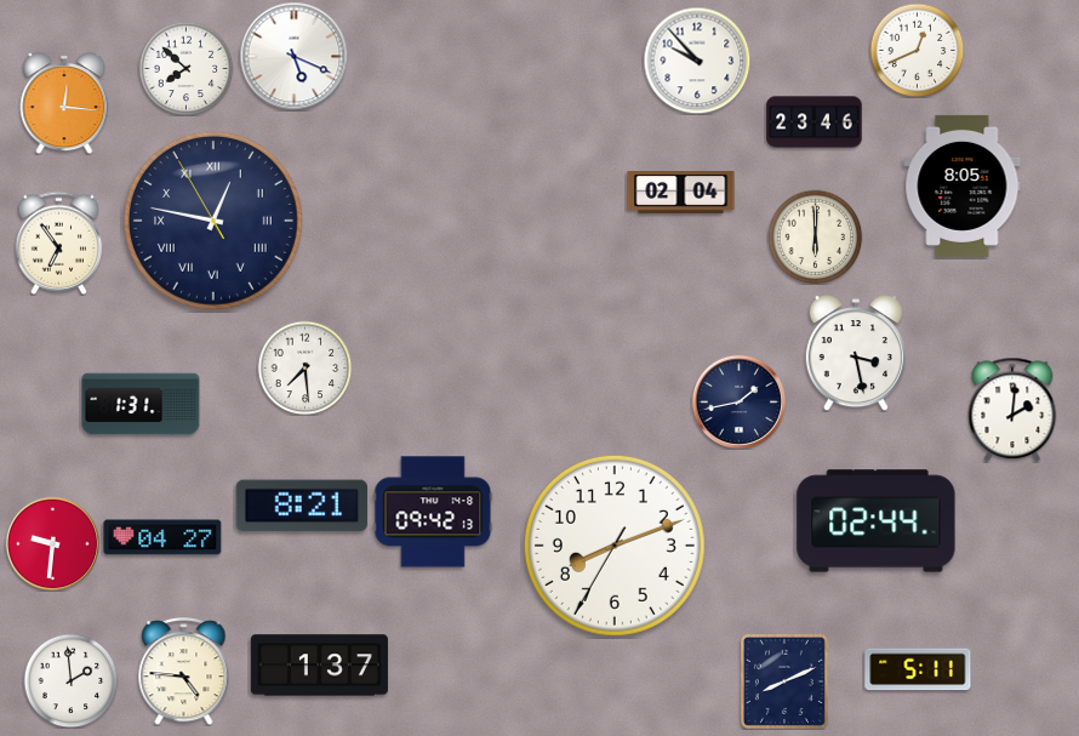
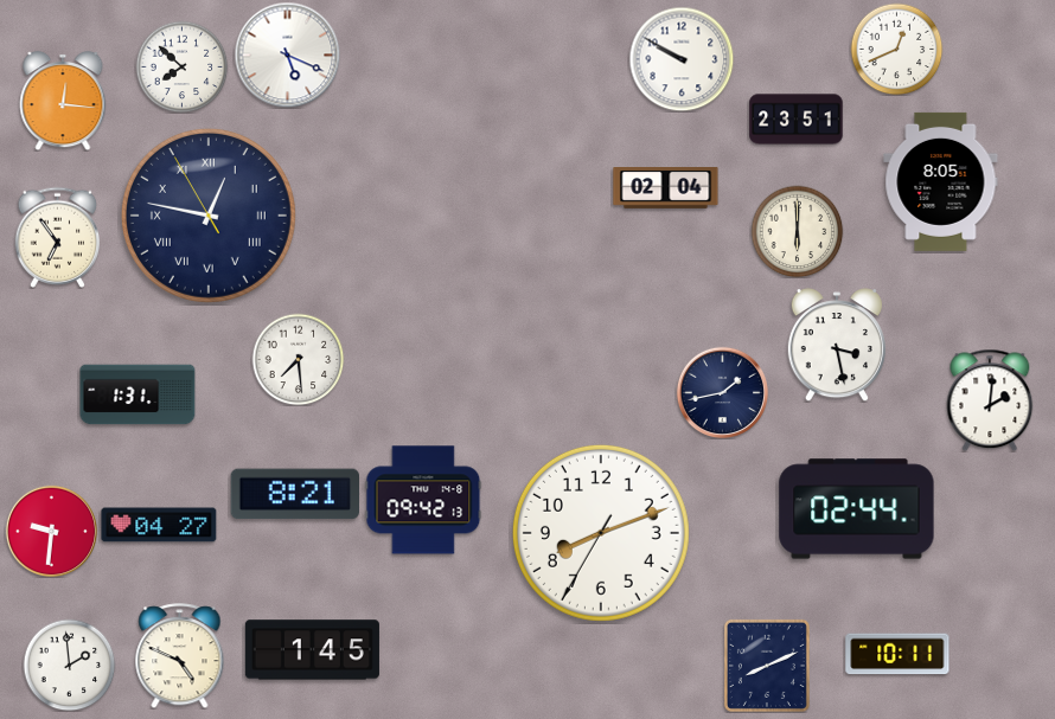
clock at (697, 61): 9:53 -> 9:50
clock at (815, 122): 23:46 -> 23:51
clock at (319, 666): 1:37 -> 1:45
clock at (918, 669): 5:11 -> 10:11
clock at (184, 672): 4:46 -> 4:49
